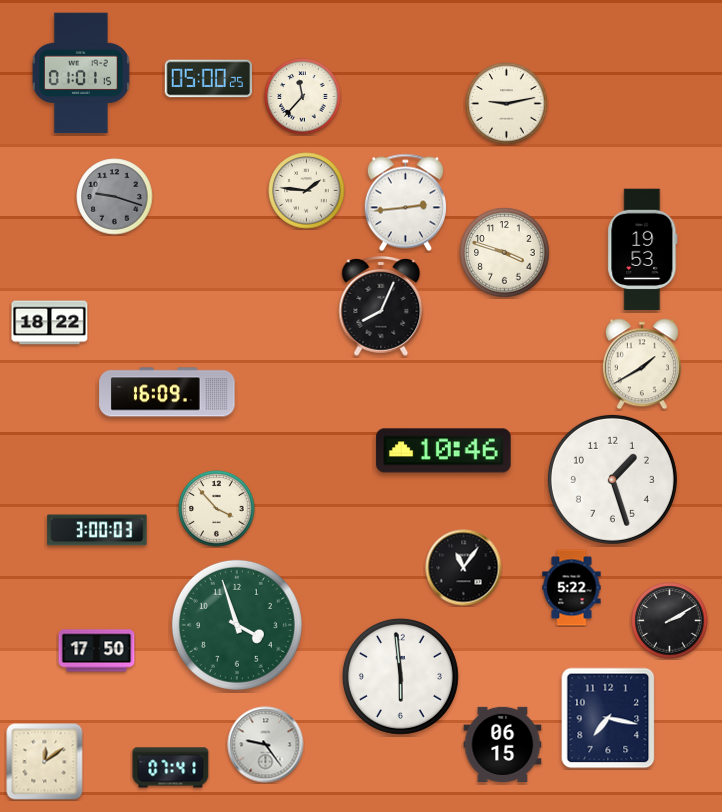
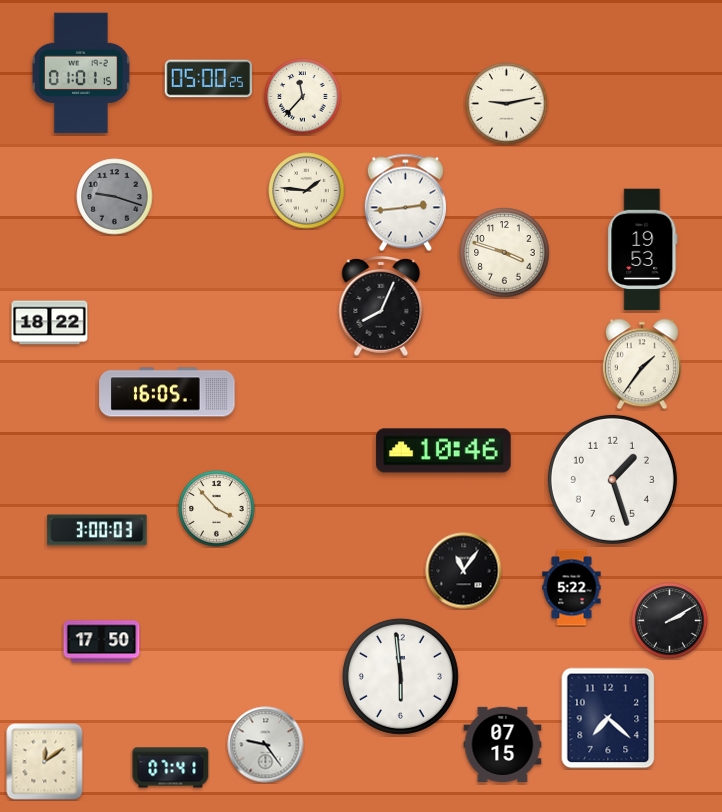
clock at (642, 364): 1:40 -> 1:36
clock at (167, 392): 16:09 -> 16:05
clock at (464, 568) position: (464, 568) -> (464, 571)
clock at (237, 625): 3:57 -> none
clock at (97, 651) position: (97, 651) -> (102, 642)
clock at (608, 718): 7:17 -> 7:22
clock at (503, 744): 06:15 -> 07:15
